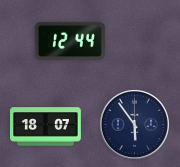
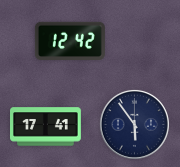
clock at (70, 41): 12:44 -> 12:42
clock at (46, 127): 18:07 -> 17:41
